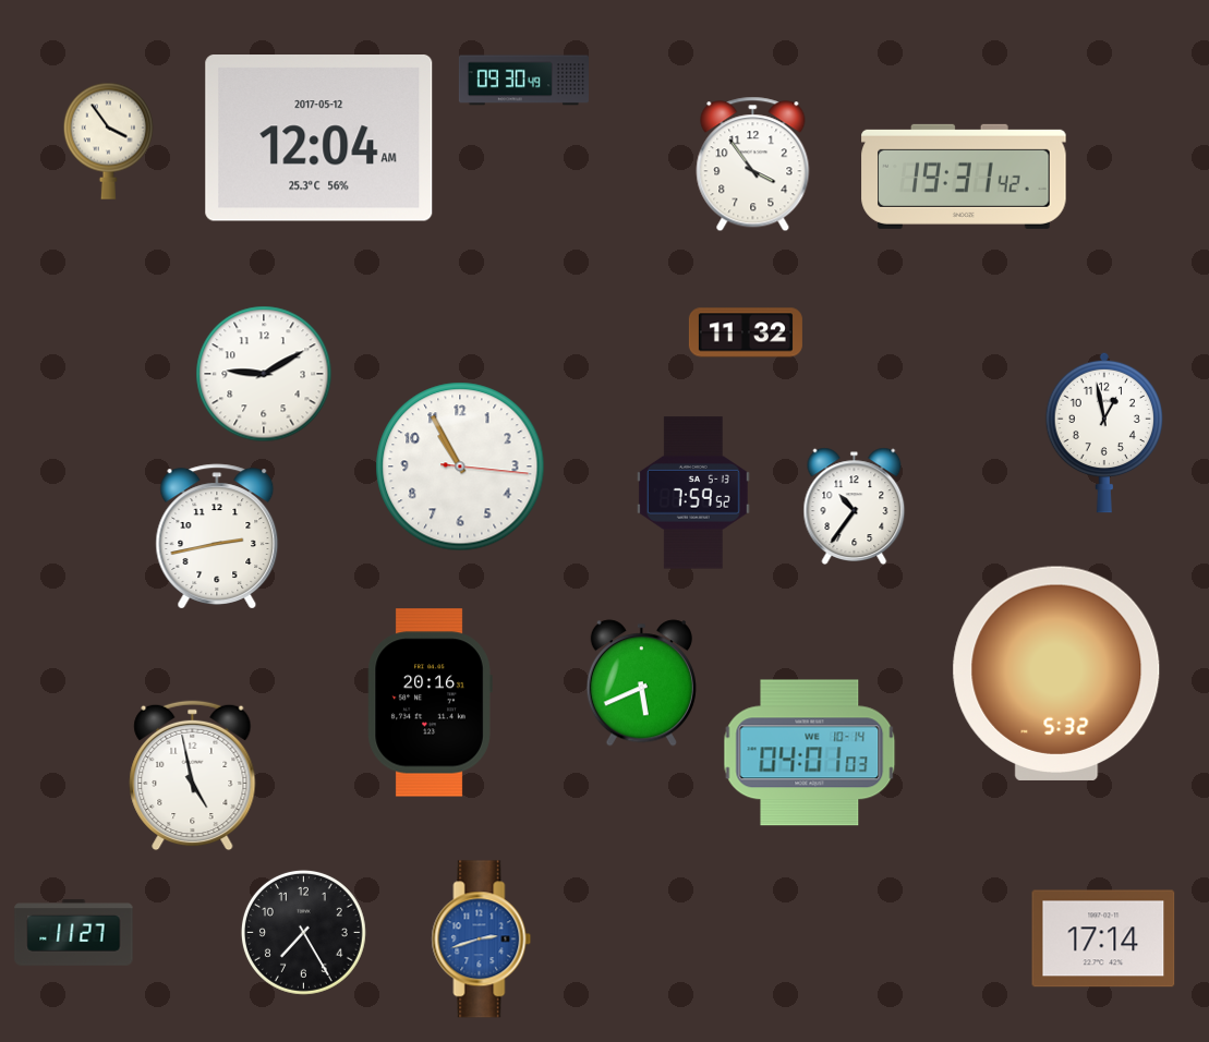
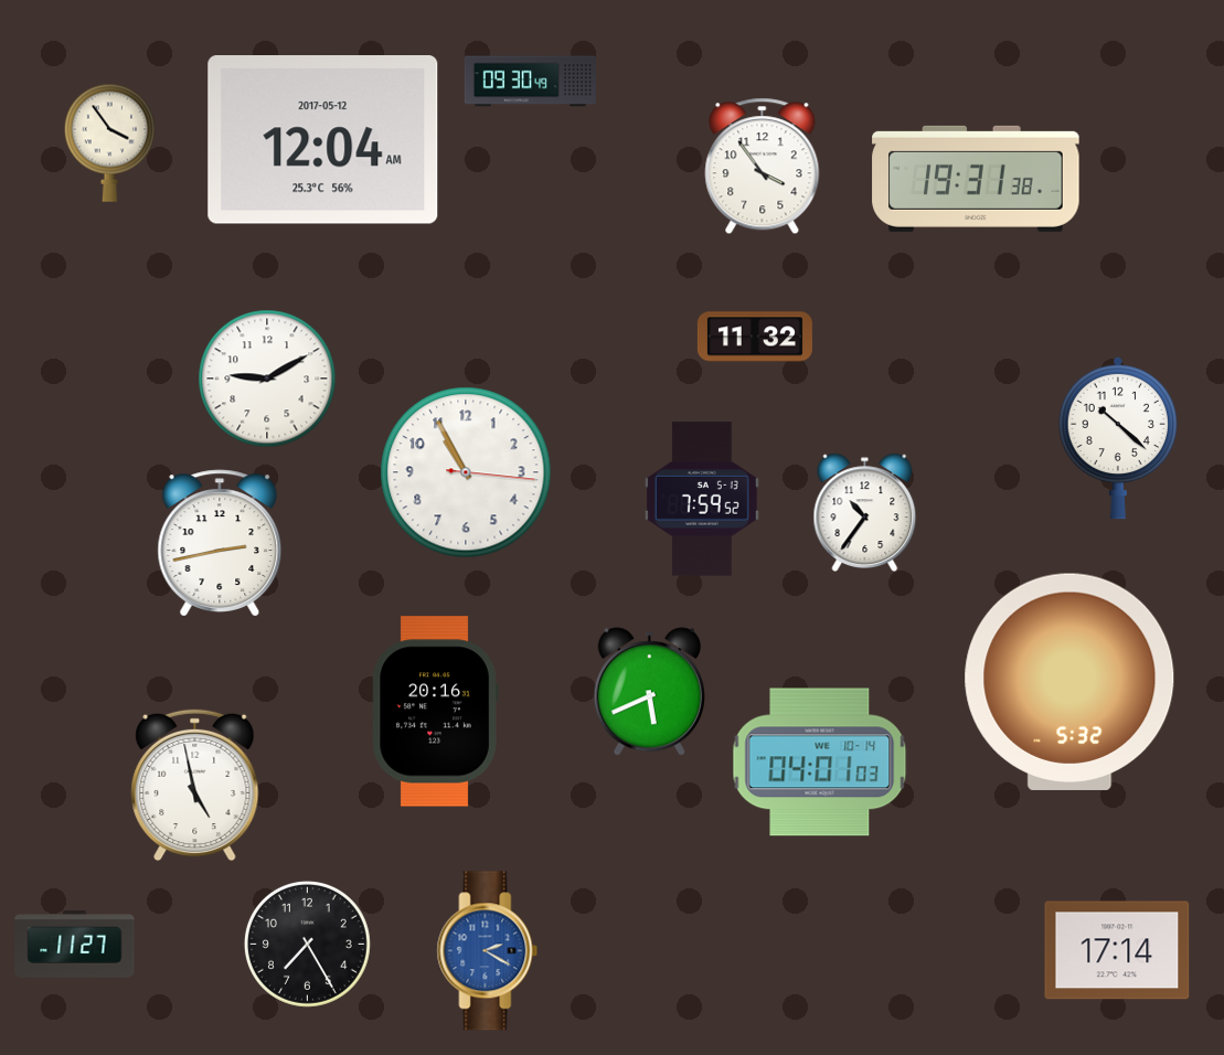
clock at (964, 177): 19:31:42 -> 19:31:38
clock at (1103, 433): 12:58 -> 10:22
clock at (482, 940): 2:42 -> 2:20
